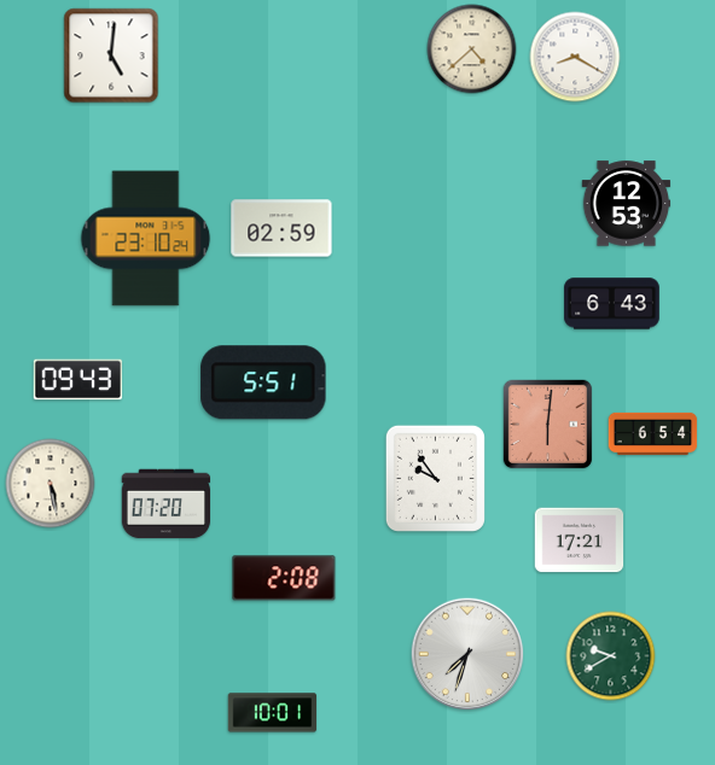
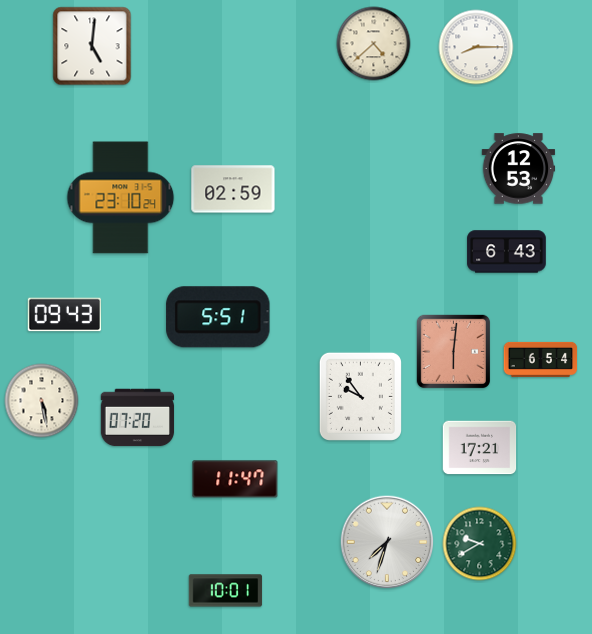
clock at (472, 49) position: (472, 49) -> (374, 44)
clock at (575, 57): 8:20 -> 8:15
clock at (284, 578): 2:08 -> 11:47
clock at (611, 656) position: (611, 656) -> (480, 544)
